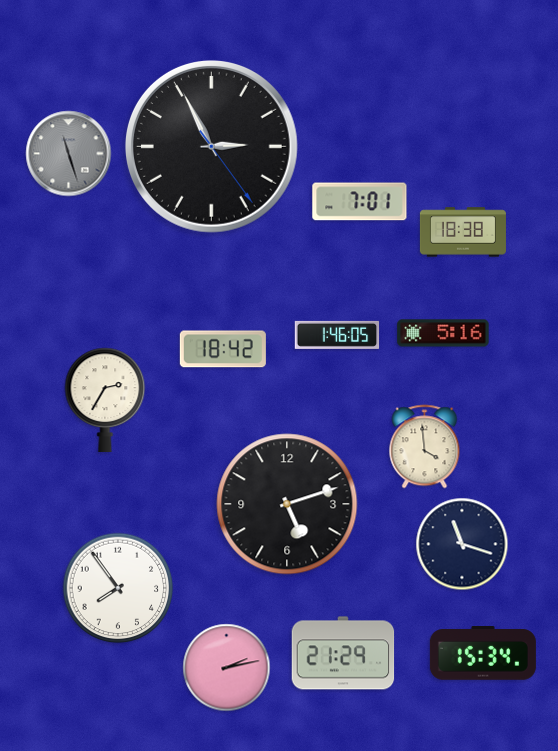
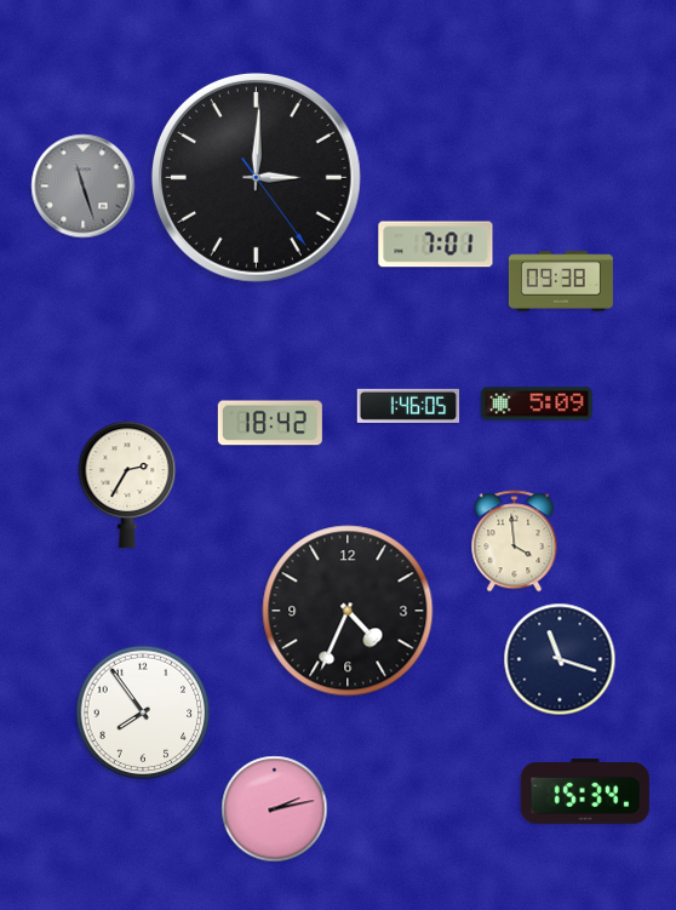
clock at (211, 146): 2:55 -> 3:00
clock at (463, 232): 18:38 -> 09:38
clock at (443, 333): 5:16 -> 5:09
clock at (287, 504): 5:12 -> 4:34
clock at (343, 653): 21:29 -> none
